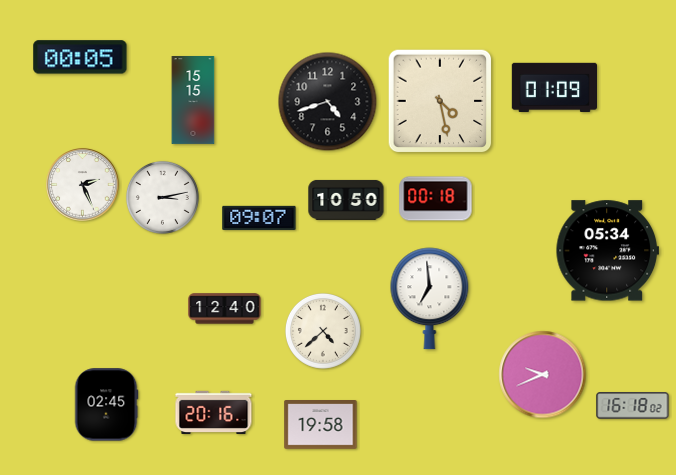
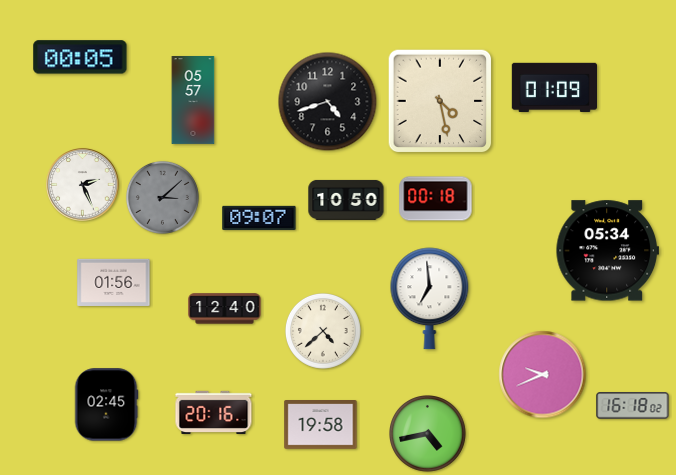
clock at (193, 101): 15:15 -> 05:57
clock at (162, 197): 3:13 -> 3:08
clock at (162, 197) dial: white -> grey
clock at (114, 282): none -> 01:56
clock at (428, 434): none -> 4:43
